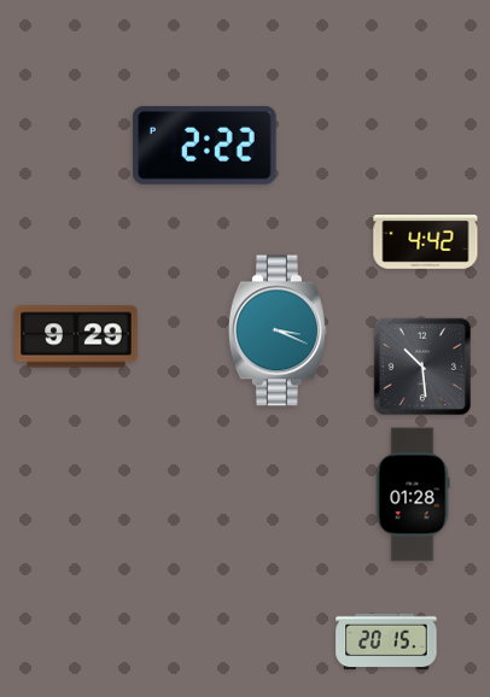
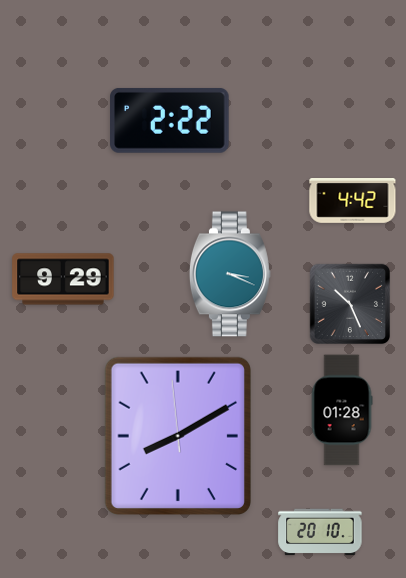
clock at (422, 367): 10:29 -> 10:26
clock at (177, 435): none -> 8:09
clock at (386, 642): 20:15 -> 20:10
